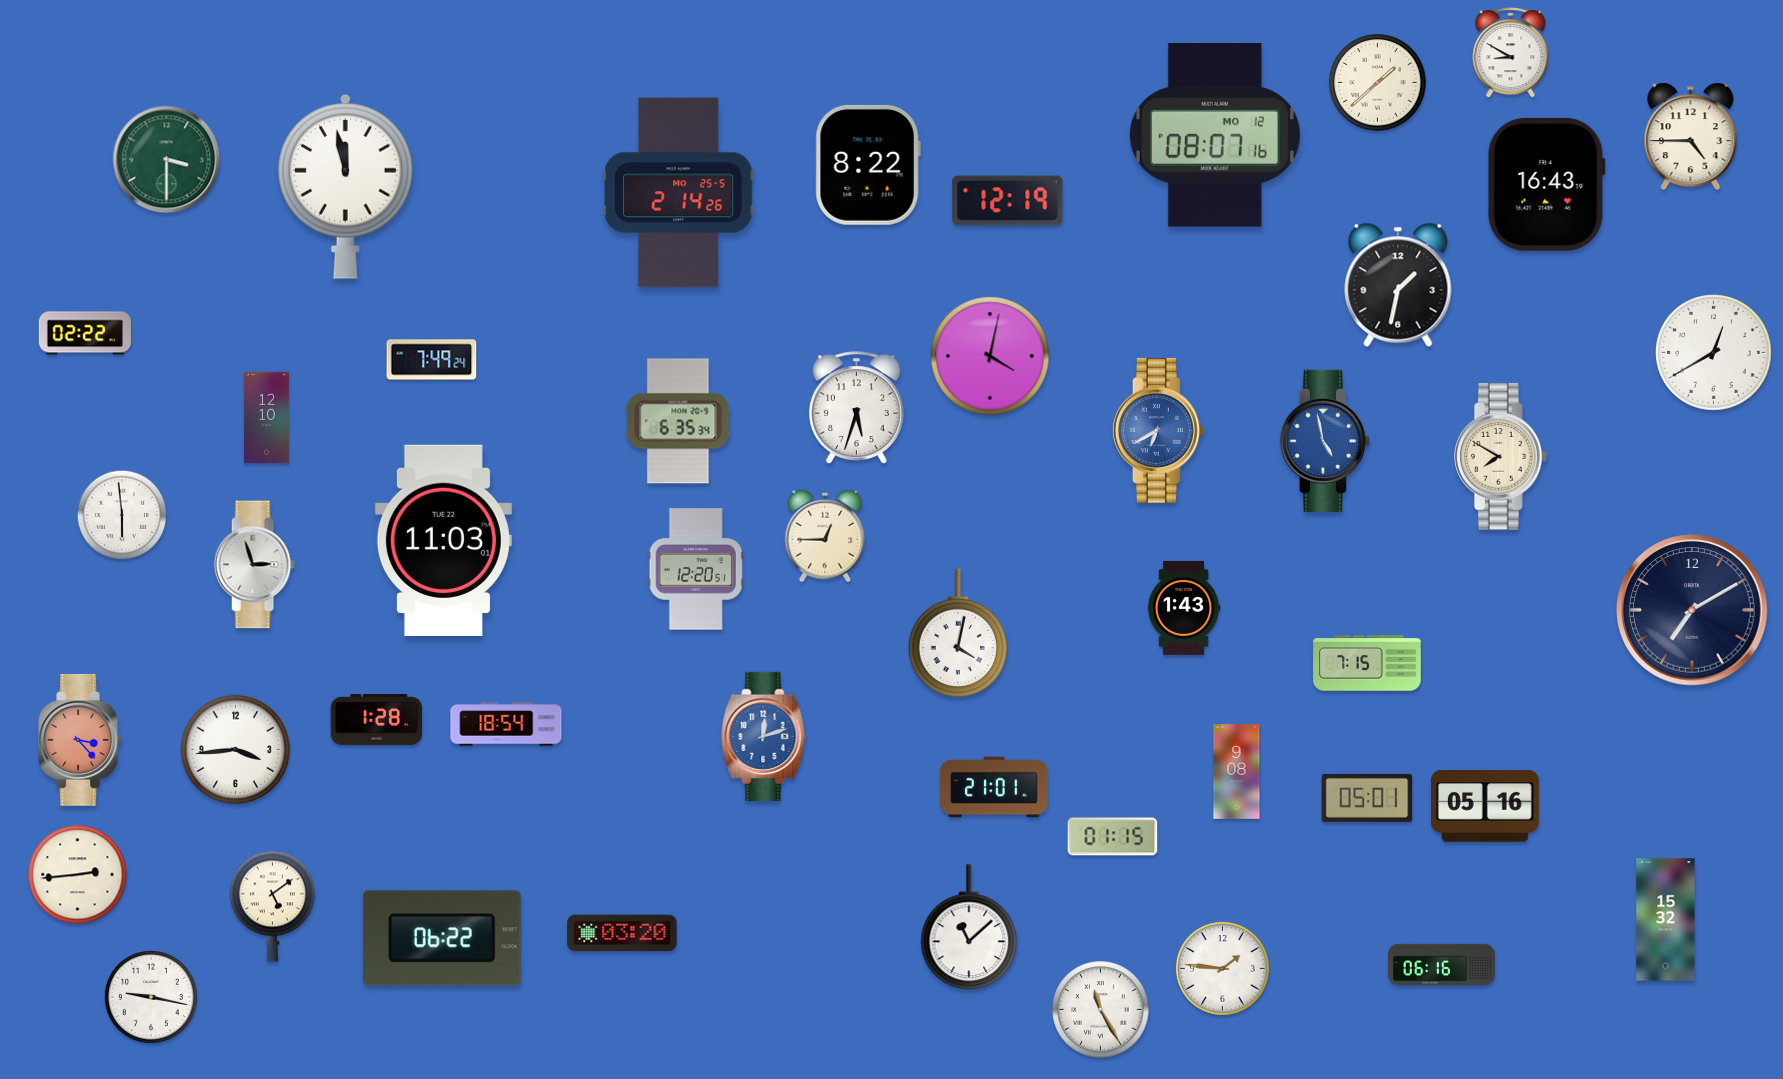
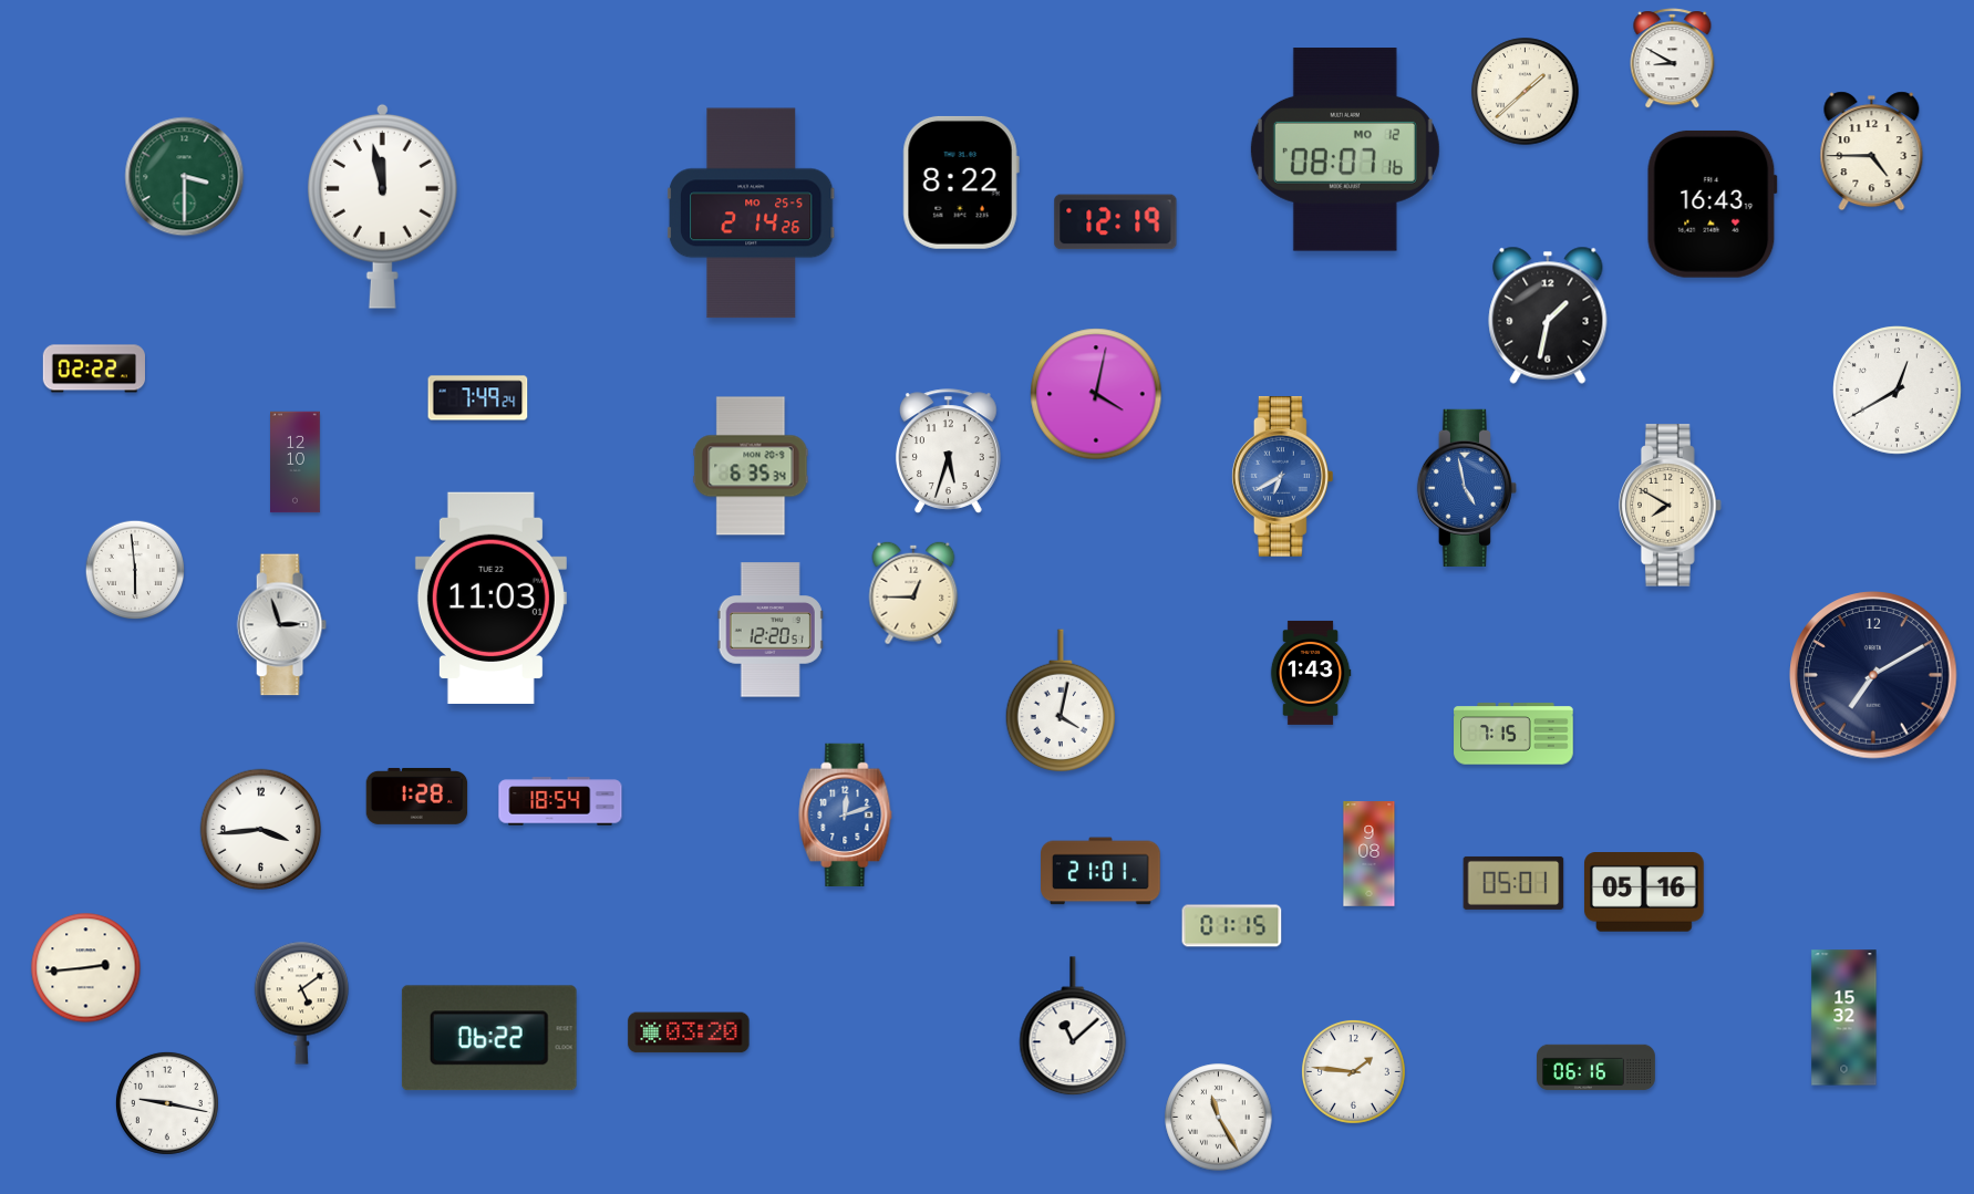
clock at (1501, 457) position: (1501, 457) -> (1671, 506)
clock at (81, 740): 3:23 -> none
